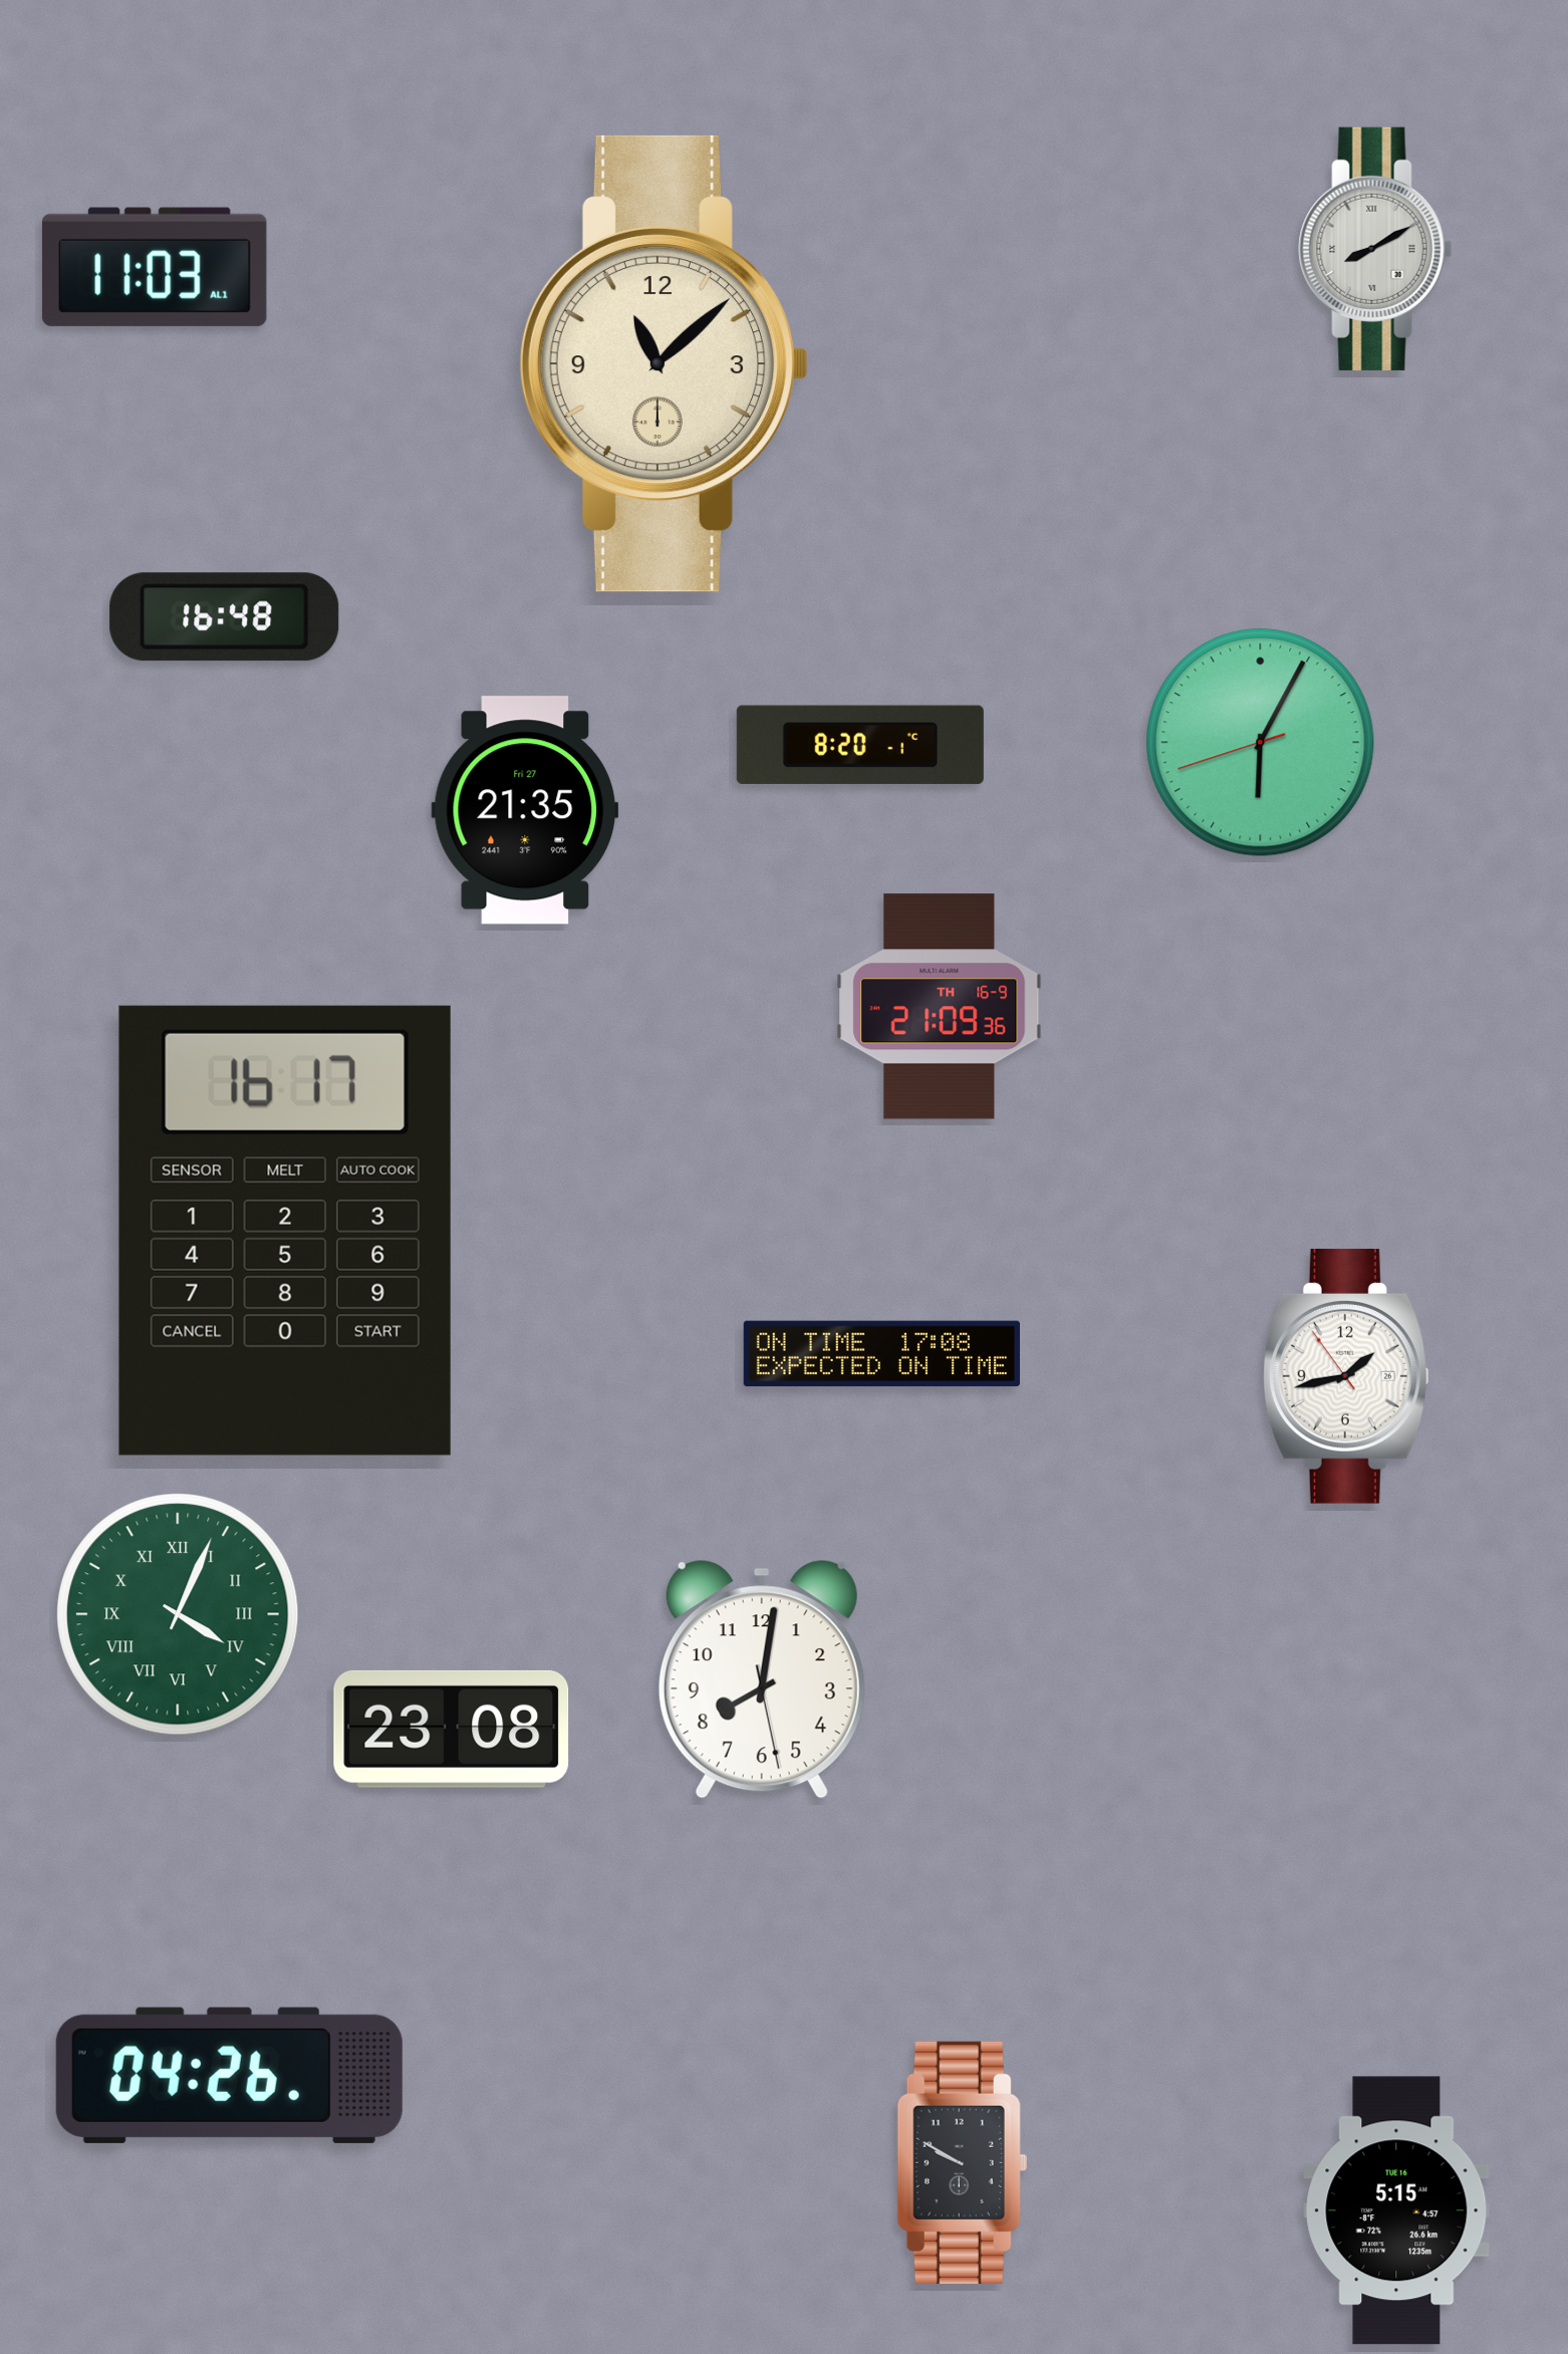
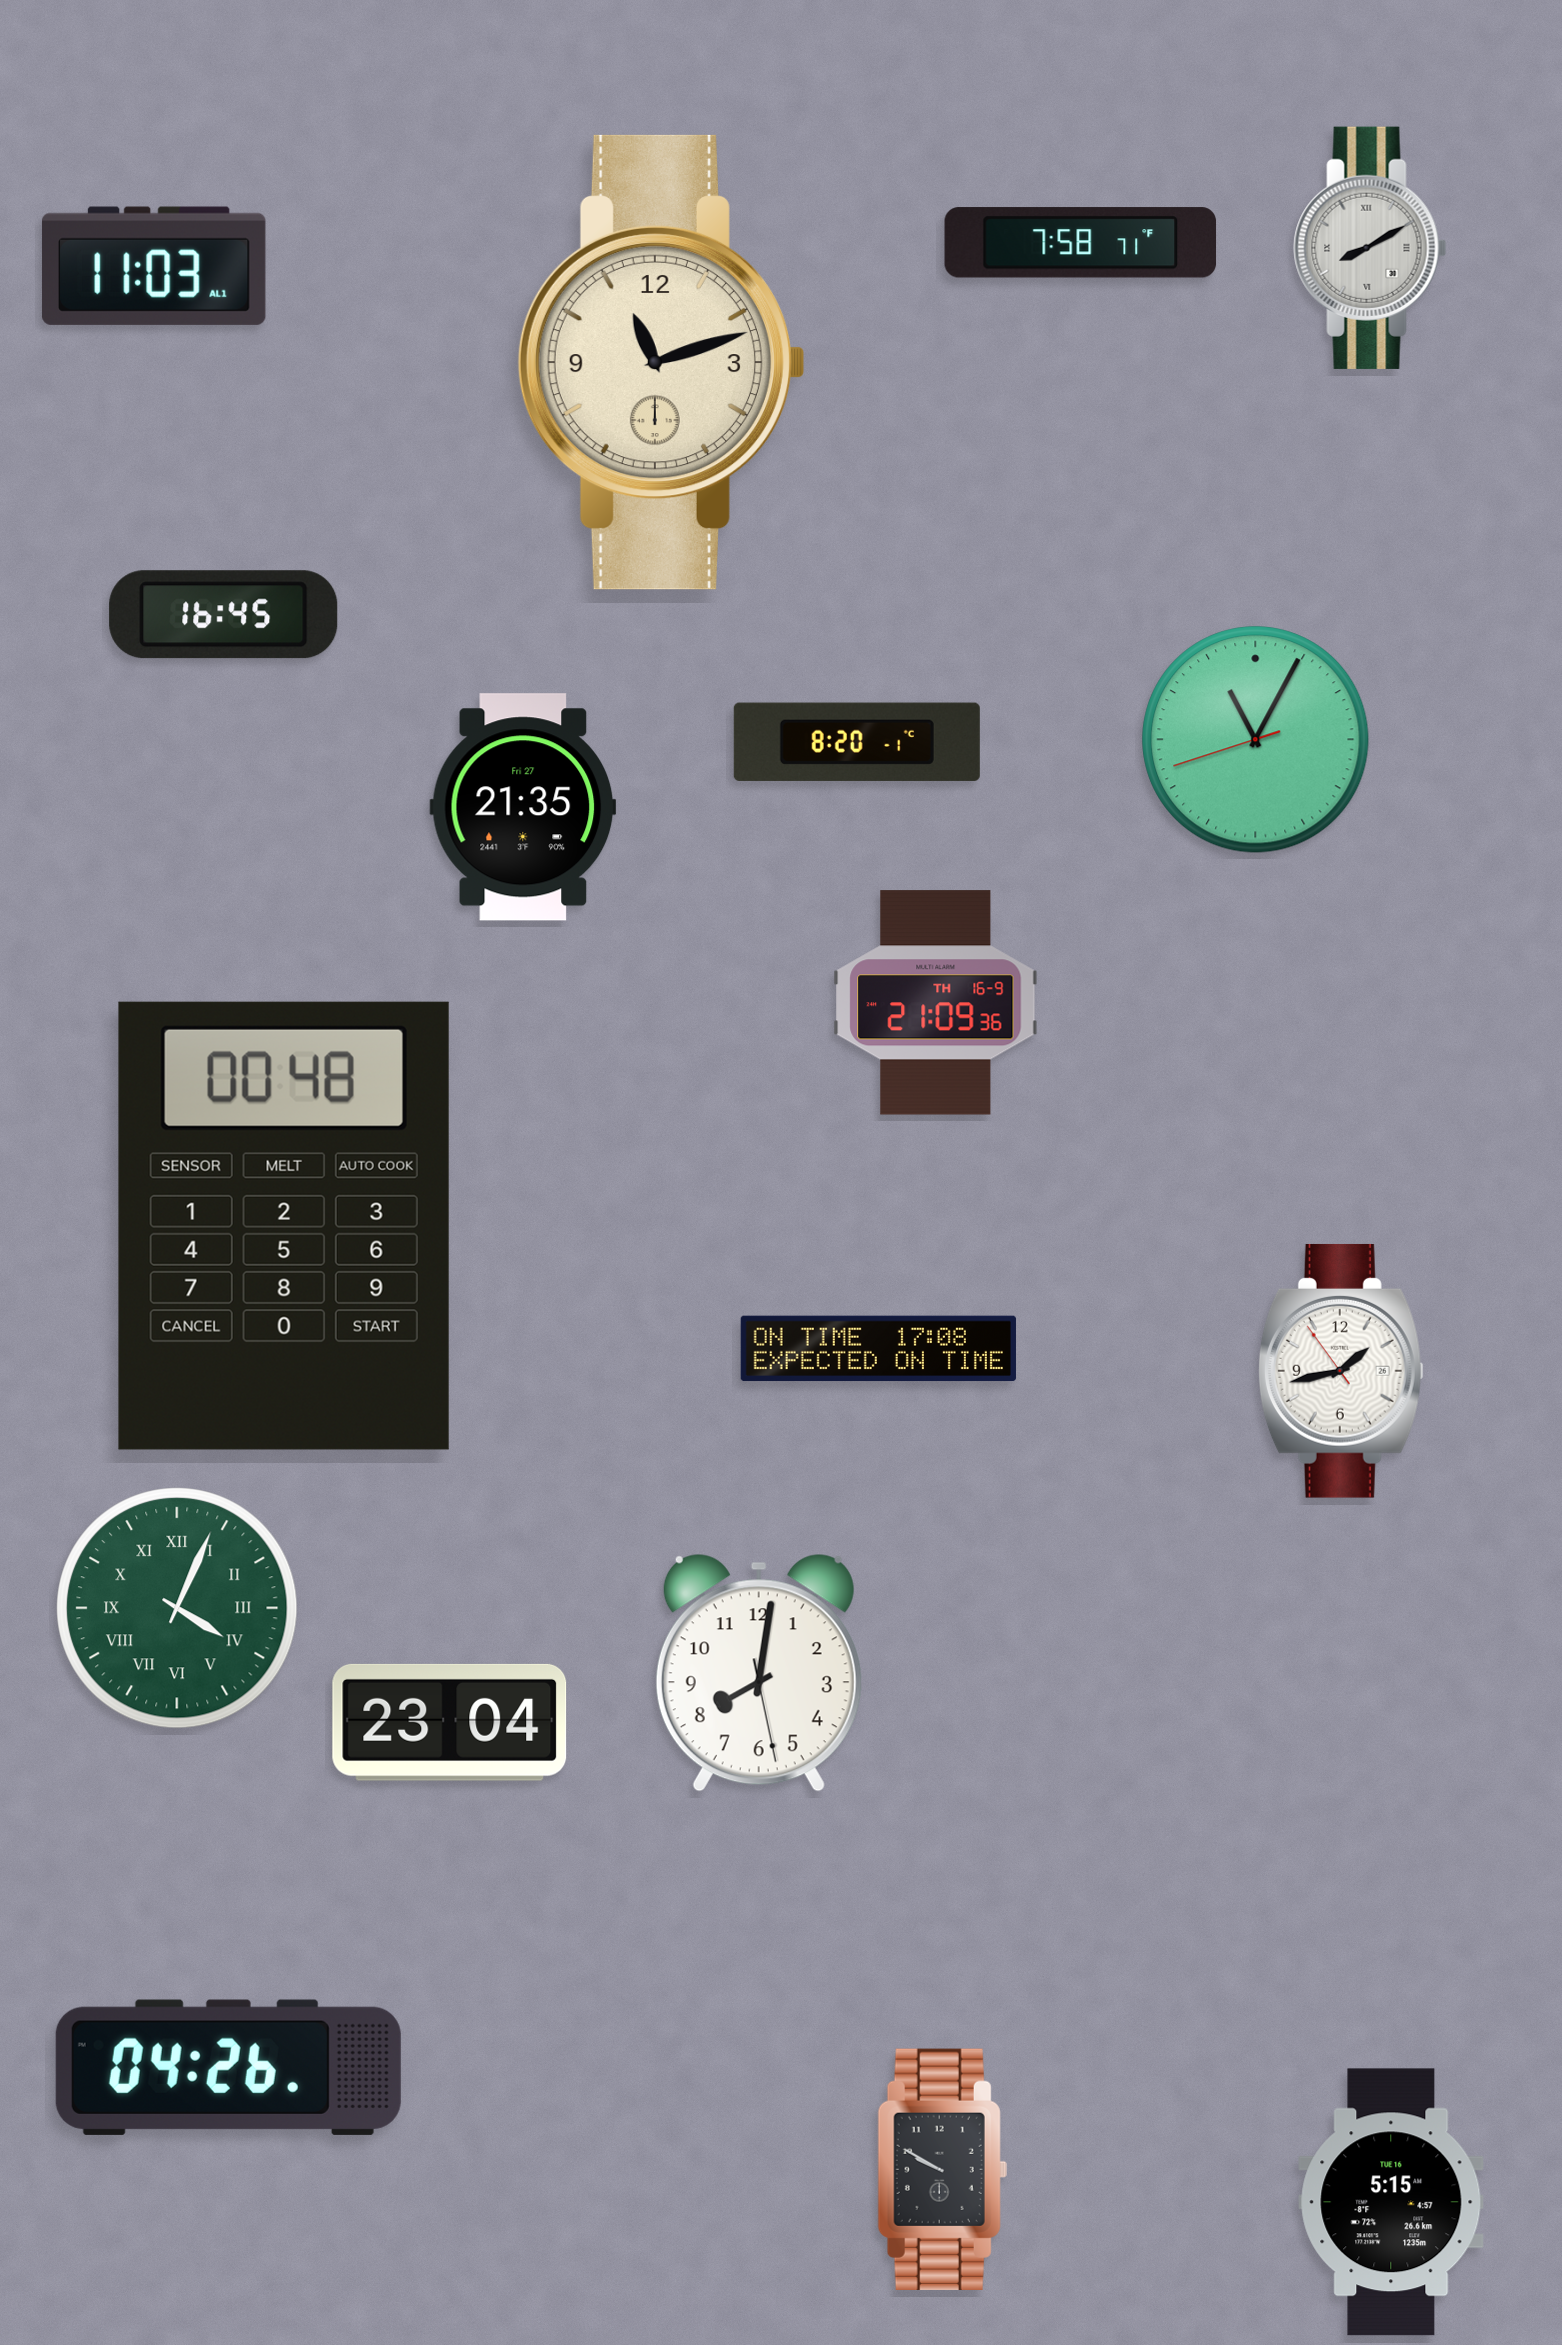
clock at (1081, 243): none -> 7:58
clock at (664, 363): 11:08 -> 11:12
clock at (225, 617): 16:48 -> 16:45
clock at (1261, 743): 6:04 -> 11:04
clock at (285, 1231): 16:17 -> 00:48
clock at (452, 1729): 23:08 -> 23:04
clock at (962, 2162) position: (962, 2162) -> (942, 2169)
